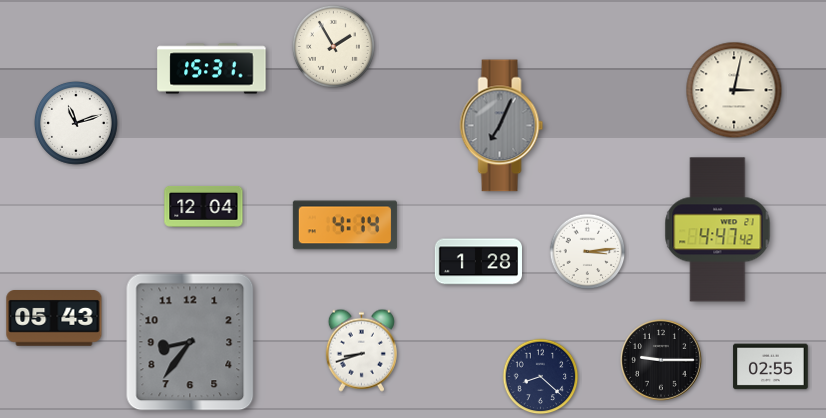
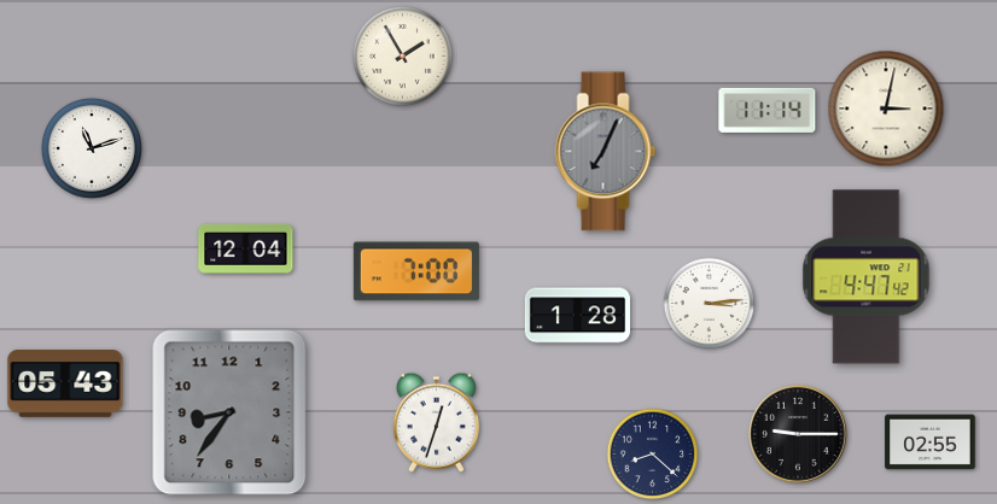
clock at (212, 69): 15:31 -> none
clock at (768, 110): none -> 11:14
clock at (345, 225): 4:14 -> 7:00
clock at (361, 350): 8:42 -> 12:33
